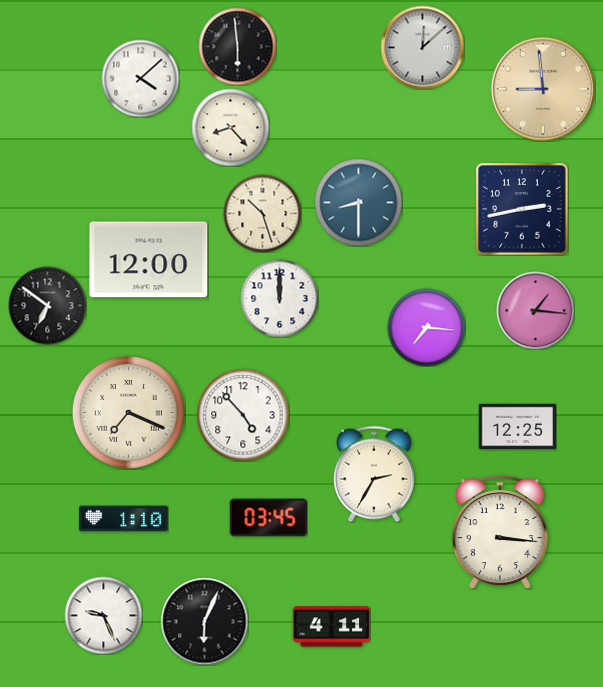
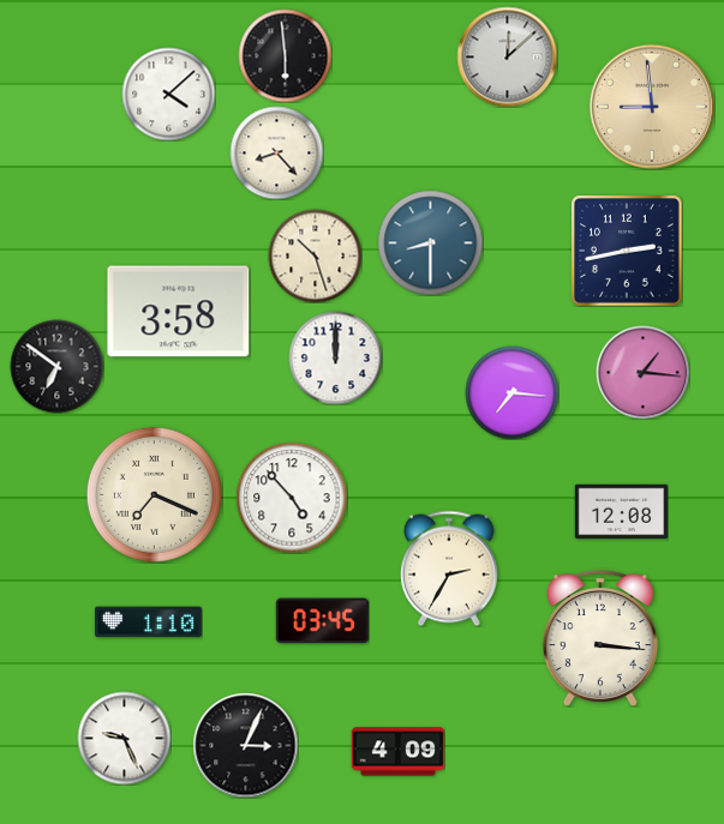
clock at (149, 260): 12:00 -> 3:58
clock at (517, 427): 12:25 -> 12:08
clock at (204, 621): 6:04 -> 3:04
clock at (331, 627): 4:11 -> 4:09
